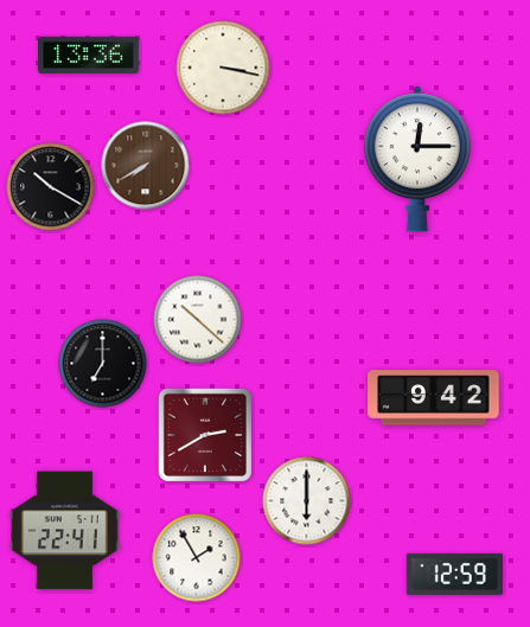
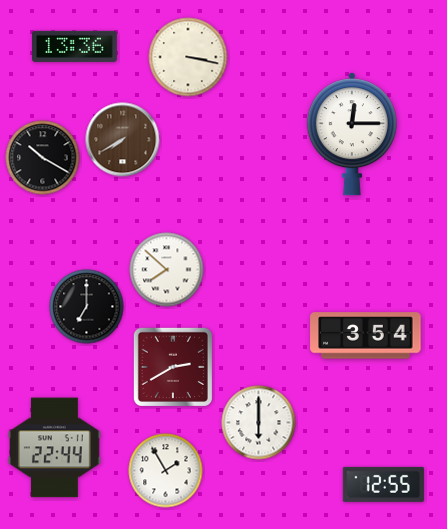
clock at (198, 320): 10:22 -> 7:52
clock at (434, 398): 9:42 -> 3:54
clock at (64, 531): 22:41 -> 22:44
clock at (454, 574): 12:59 -> 12:55
